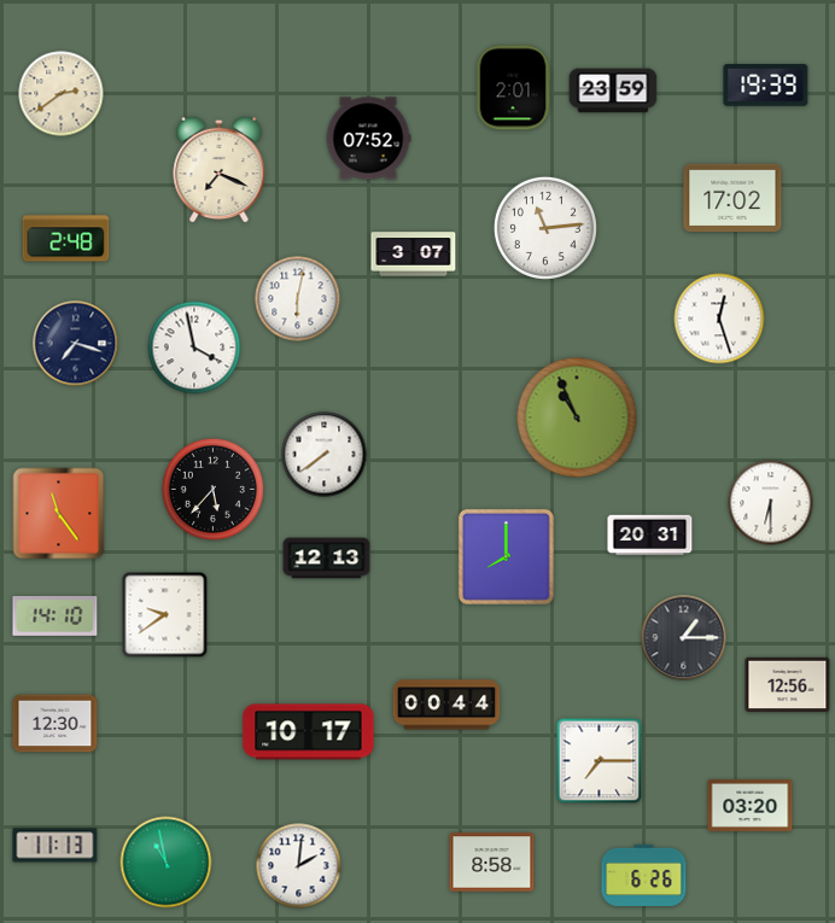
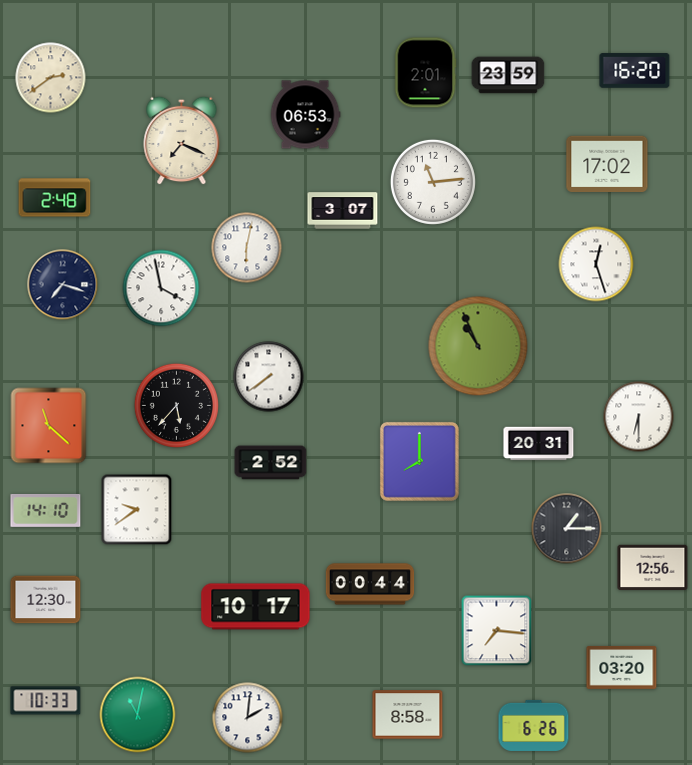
clock at (766, 86): 19:39 -> 16:20
clock at (368, 139): 07:52 -> 06:53
clock at (545, 228) position: (545, 228) -> (433, 182)
clock at (59, 514): 11:24 -> 11:22
clock at (327, 559): 12:13 -> 2:52
clock at (600, 761): 7:15 -> 7:16
clock at (56, 846): 11:13 -> 10:33
clock at (167, 863): 10:58 -> 11:02
